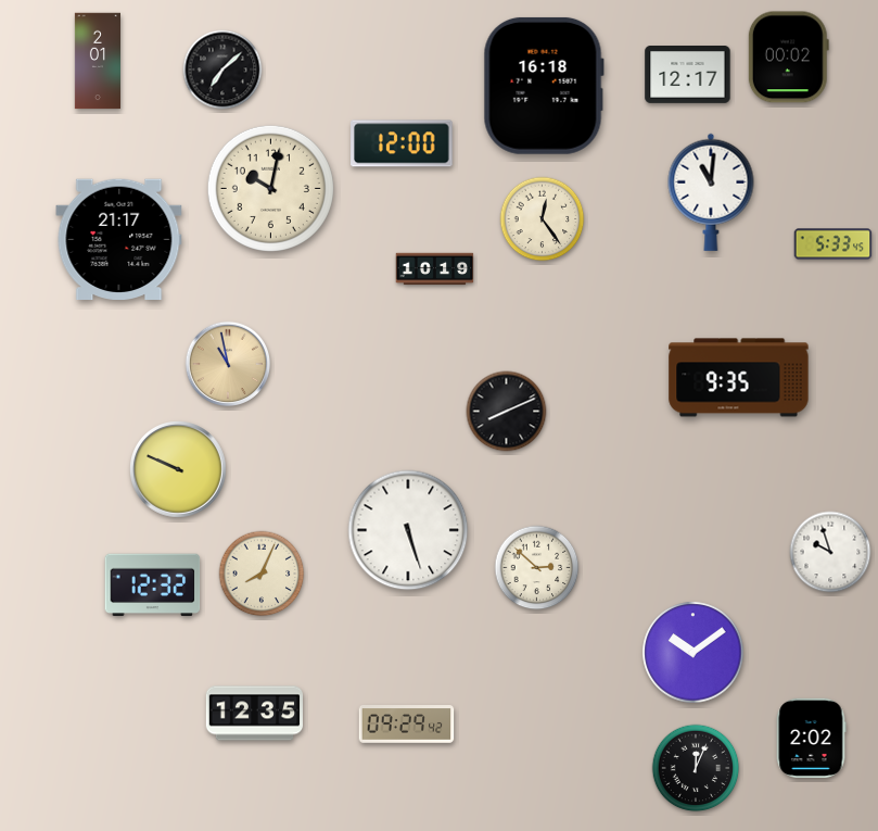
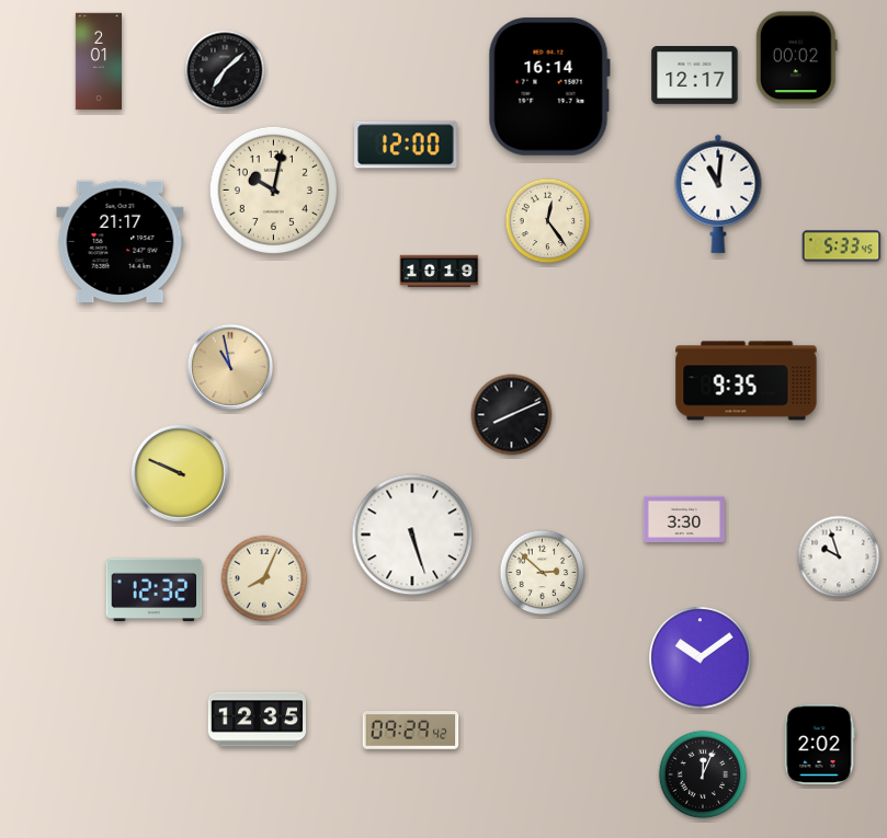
clock at (544, 86): 16:18 -> 16:14
clock at (684, 518): none -> 3:30
